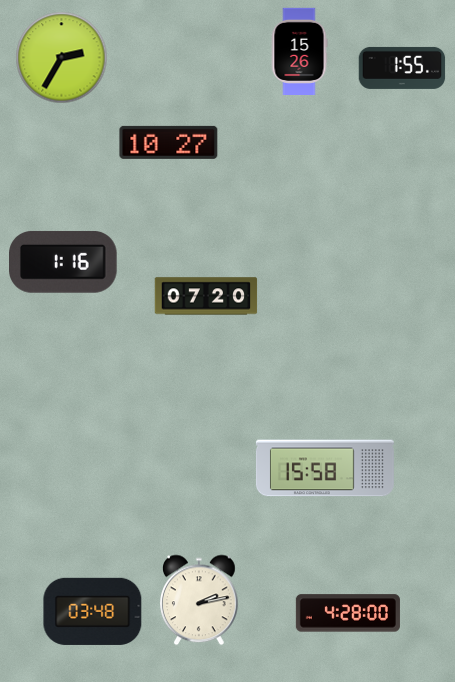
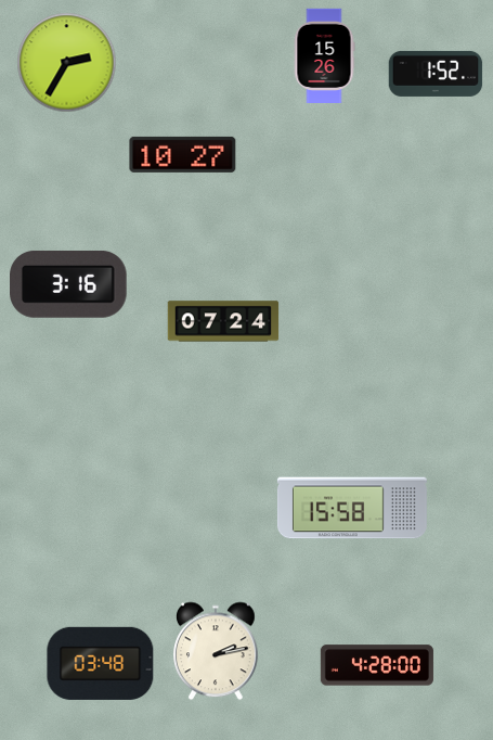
clock at (402, 68): 1:55 -> 1:52
clock at (64, 262): 1:16 -> 3:16
clock at (206, 296): 07:20 -> 07:24
